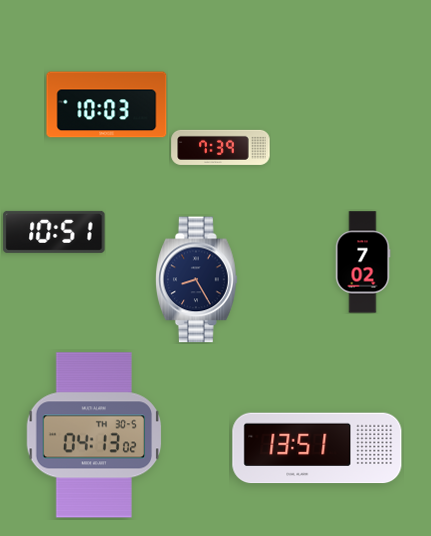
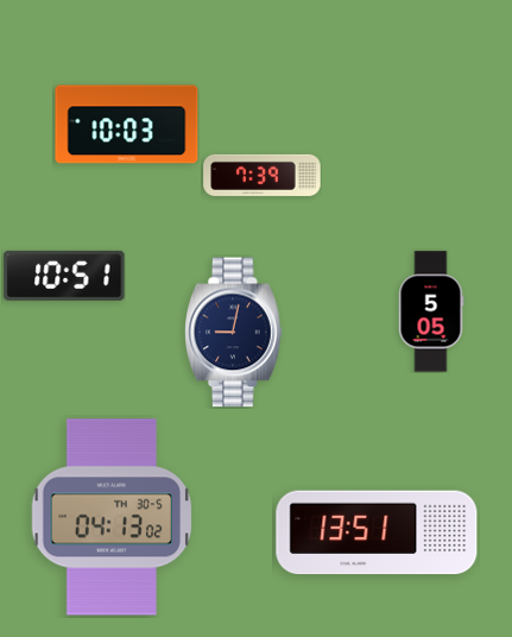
clock at (363, 262): 7:02 -> 5:05
clock at (197, 280): 8:25 -> 9:02
